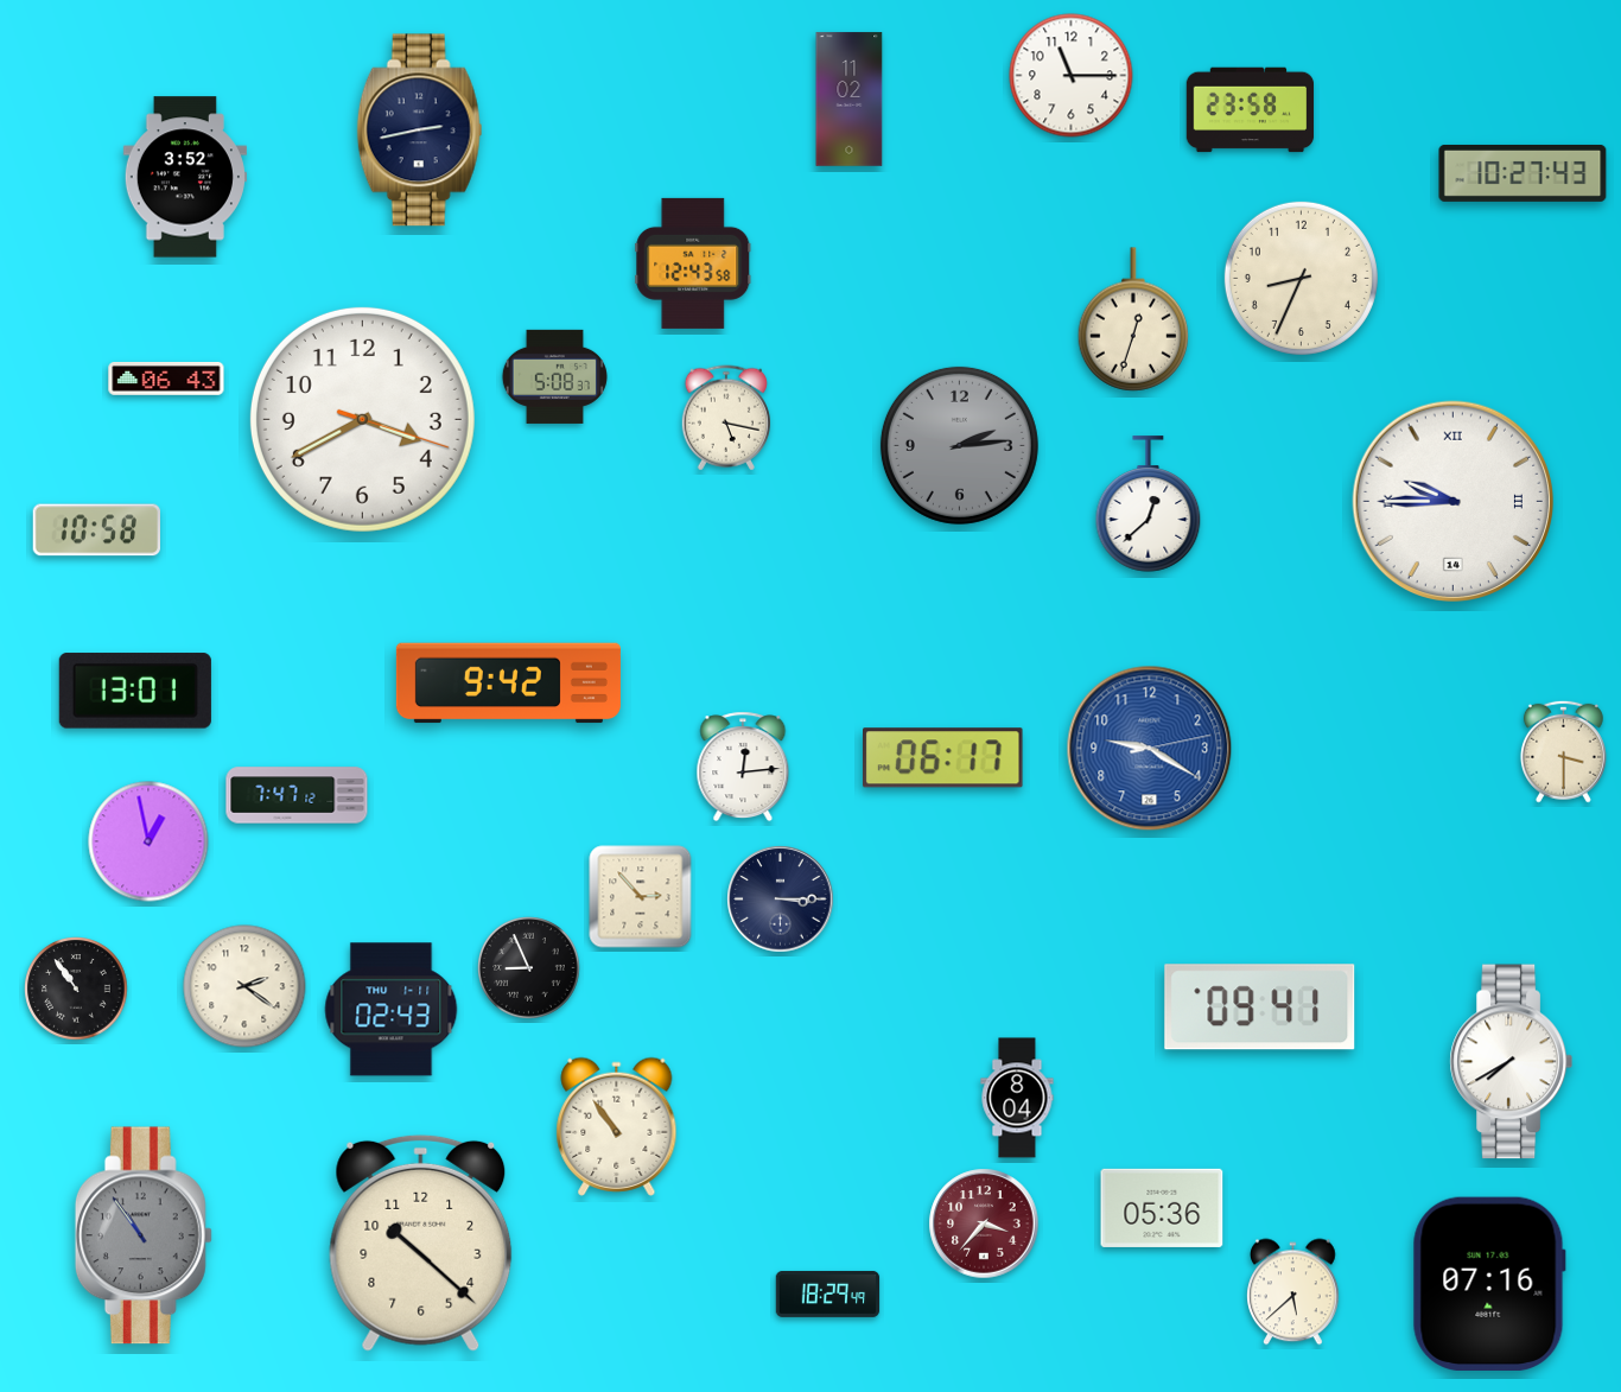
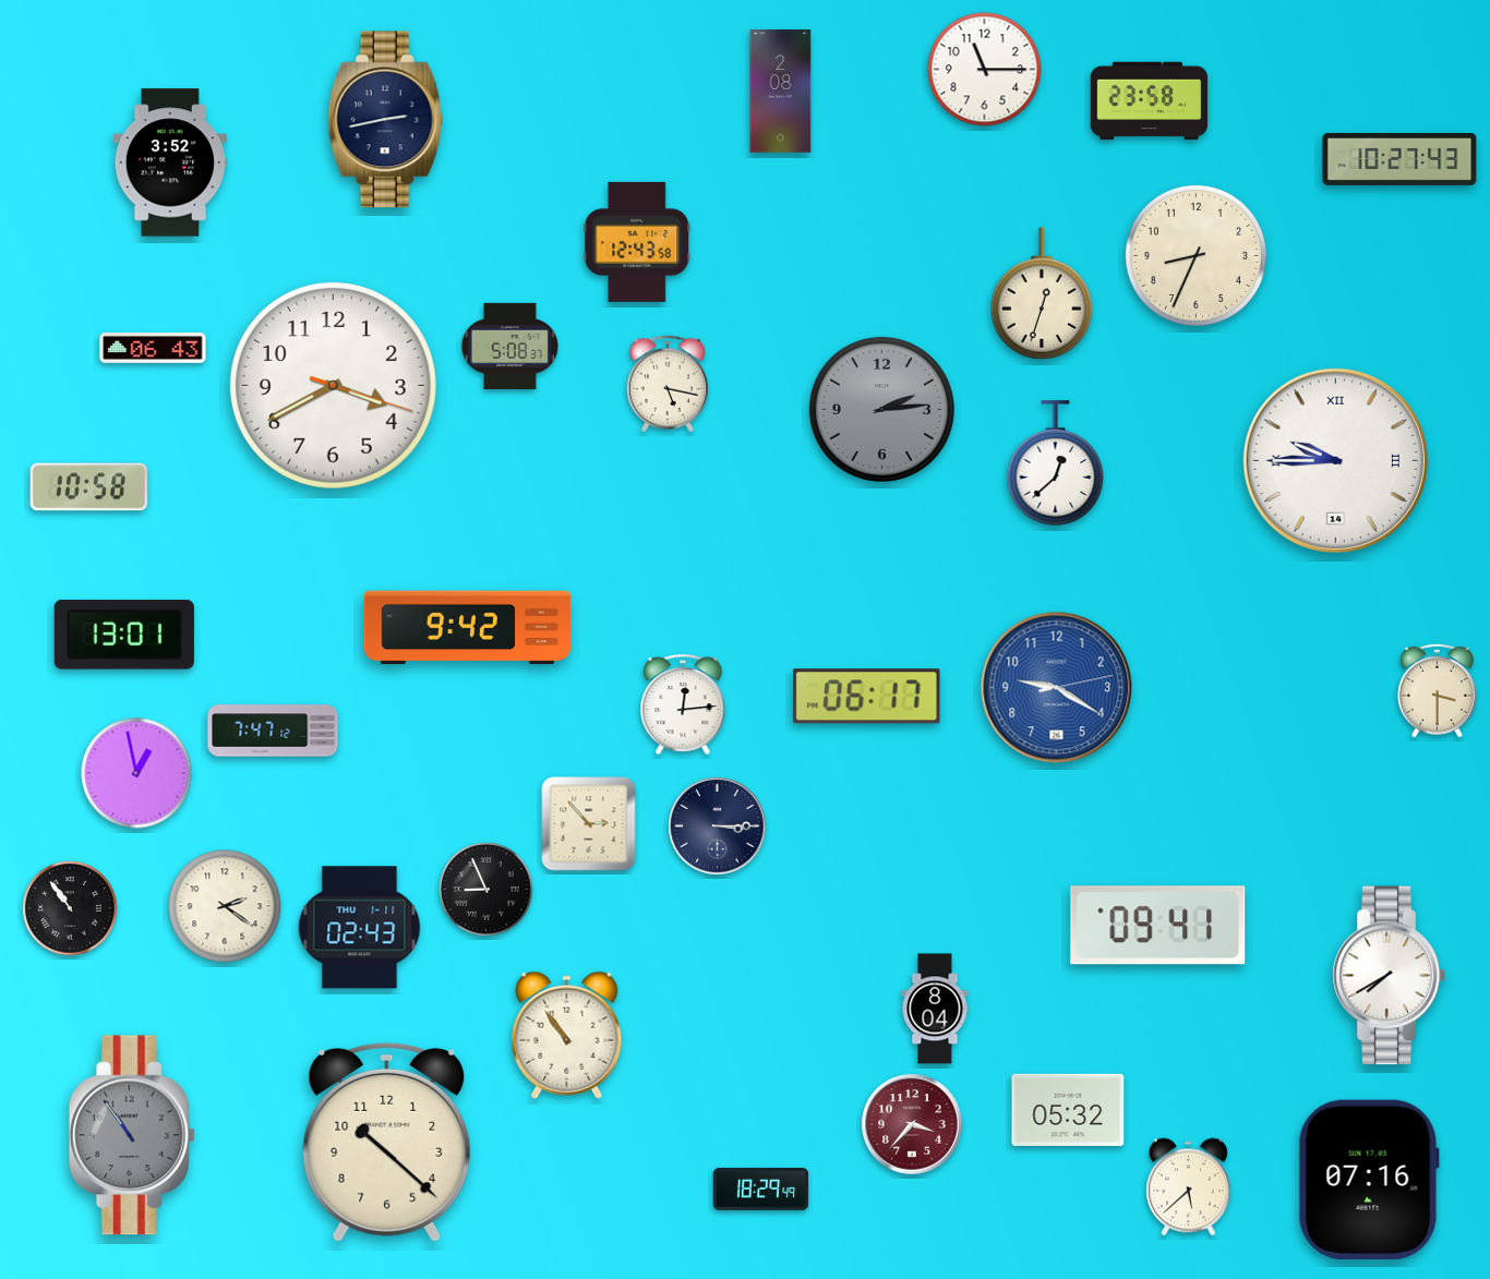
clock at (850, 100): 11:02 -> 2:08
clock at (1162, 1208): 05:36 -> 05:32
clock at (984, 1223) position: (984, 1223) -> (912, 1124)
